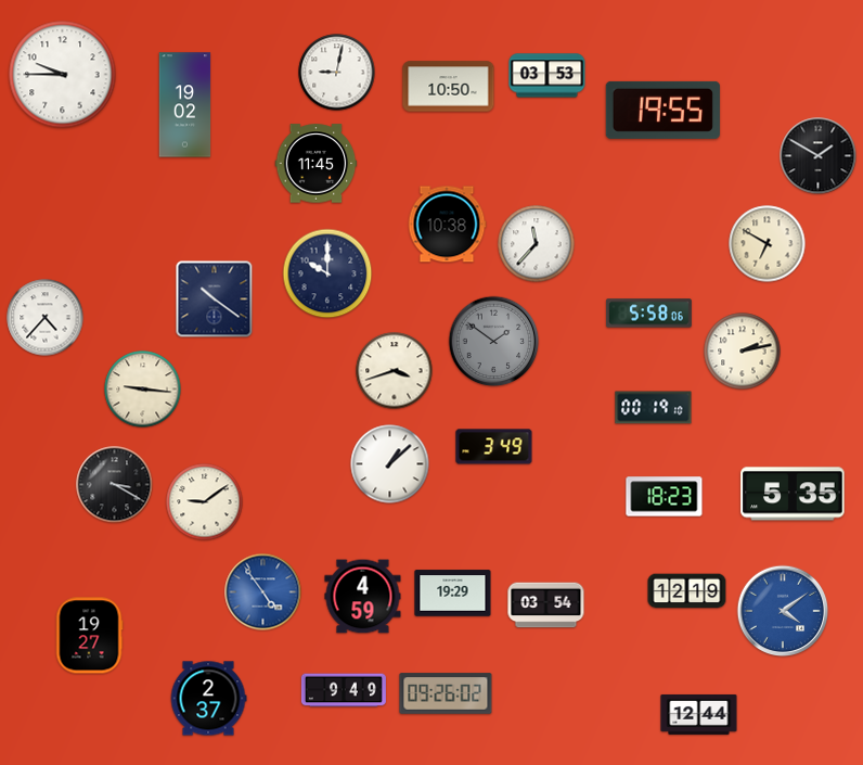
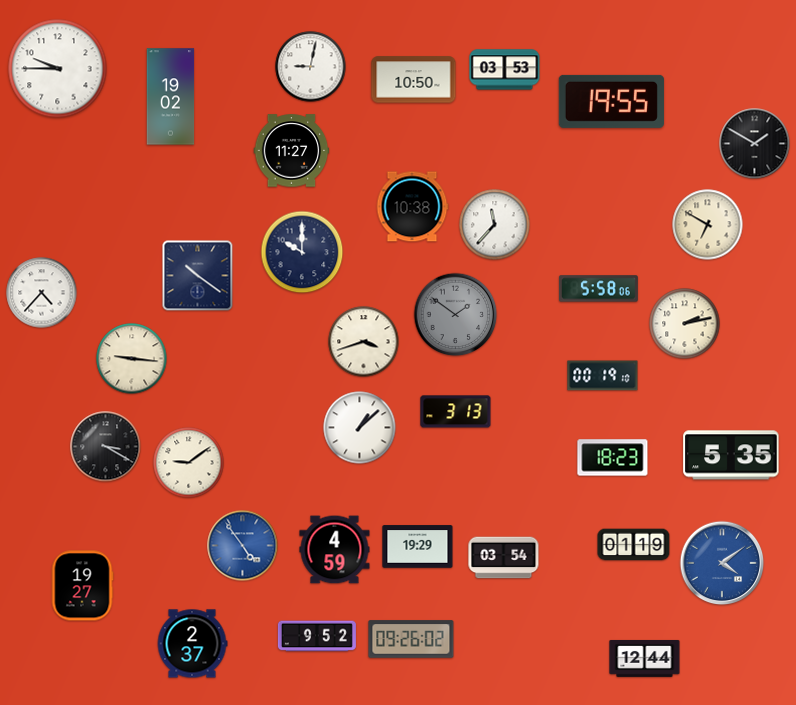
clock at (317, 164): 11:45 -> 11:27
clock at (494, 447): 3:49 -> 3:13
clock at (687, 591): 12:19 -> 01:19
clock at (344, 690): 9:49 -> 9:52
